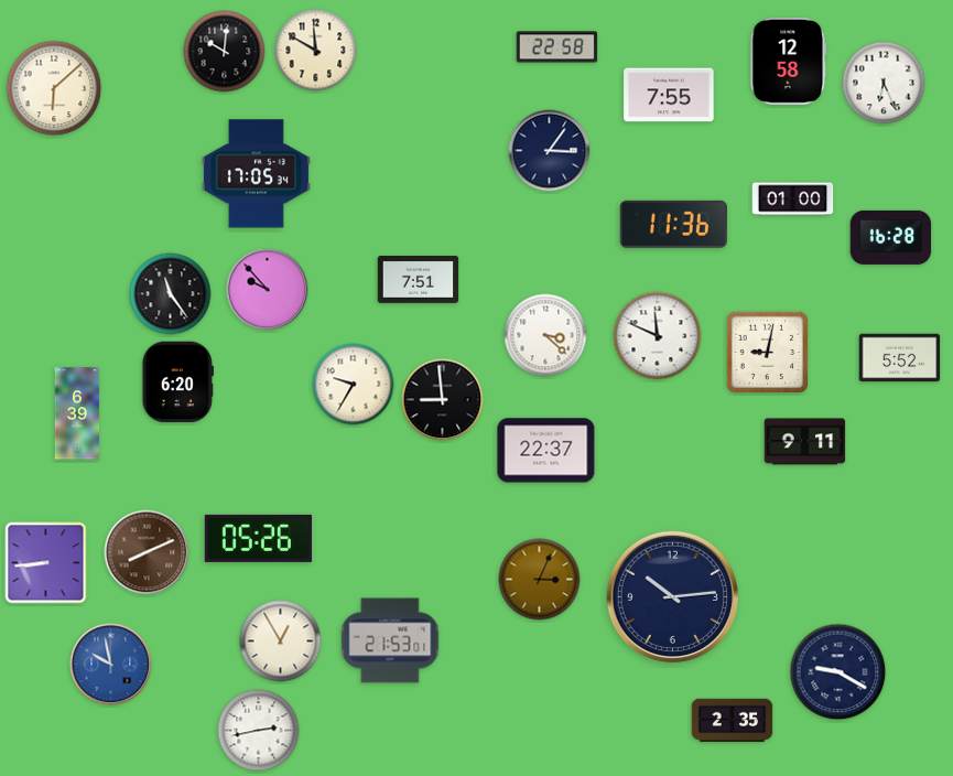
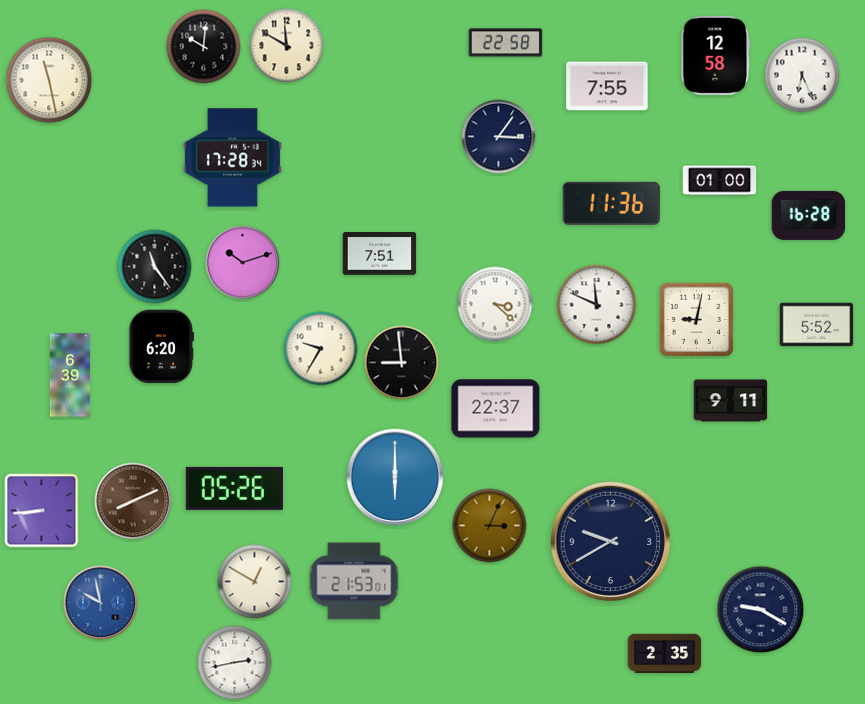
clock at (54, 88): 6:08 -> 11:28
clock at (256, 174): 17:05 -> 17:28
clock at (268, 290): 9:53 -> 10:12
clock at (395, 477): none -> 6:00
clock at (672, 596): 10:14 -> 9:40
clock at (281, 642): 12:55 -> 12:50
